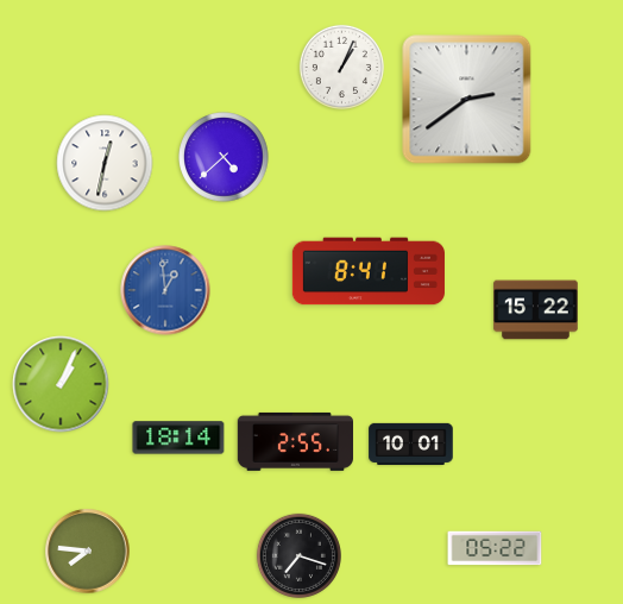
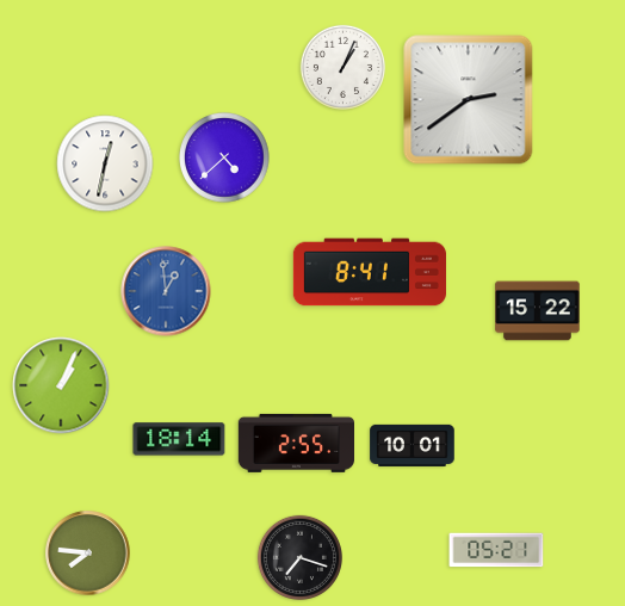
clock at (495, 548): 05:22 -> 05:21
